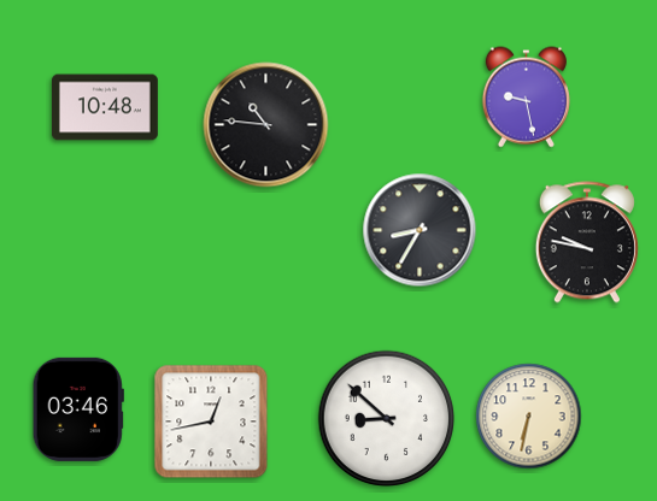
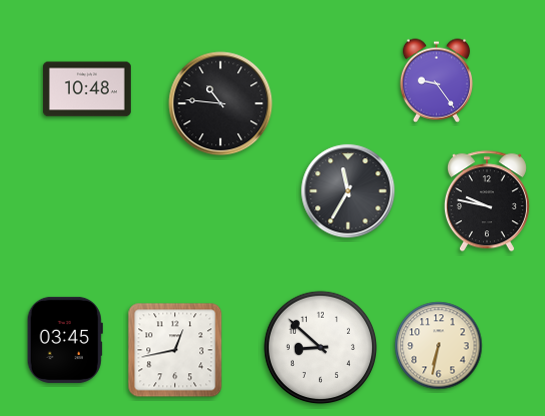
clock at (526, 98): 9:28 -> 9:24
clock at (420, 230): 8:35 -> 11:35
clock at (78, 409): 03:46 -> 03:45
